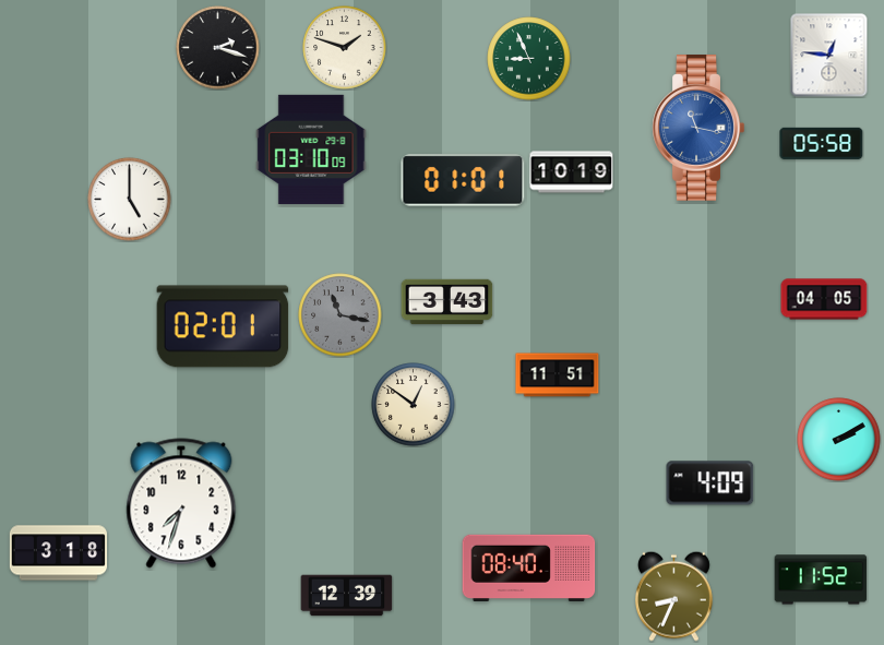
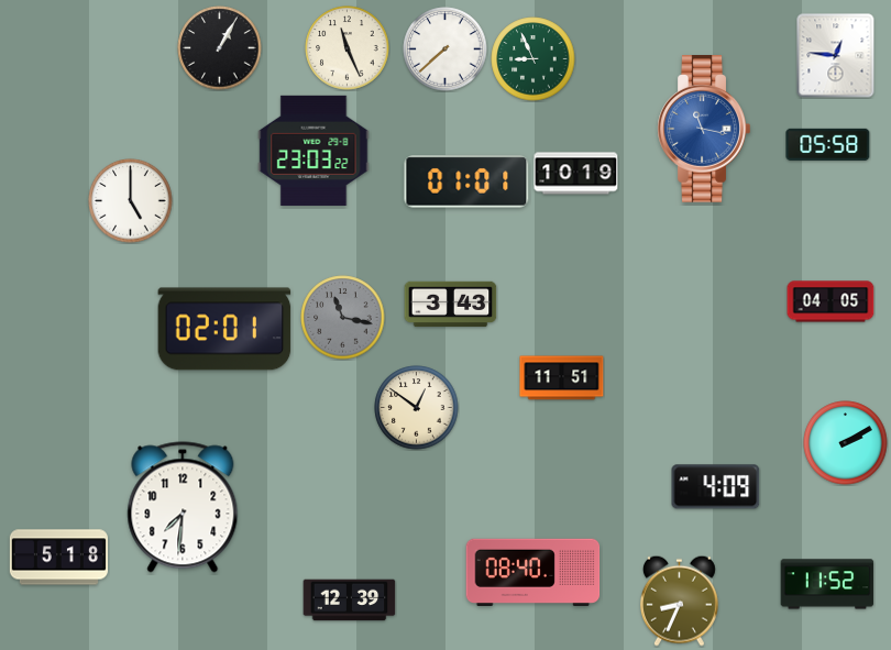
clock at (218, 48): 2:18 -> 1:05
clock at (345, 48): 1:48 -> 11:26
clock at (446, 49): none -> 7:38
clock at (311, 150): 03:10 -> 23:03
clock at (181, 503): 7:33 -> 7:31
clock at (58, 553): 3:18 -> 5:18
